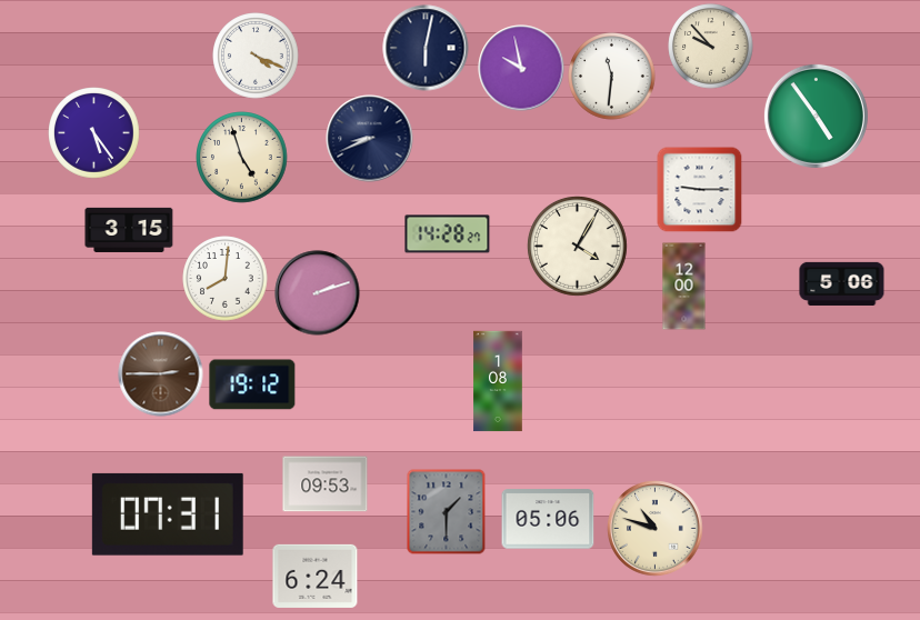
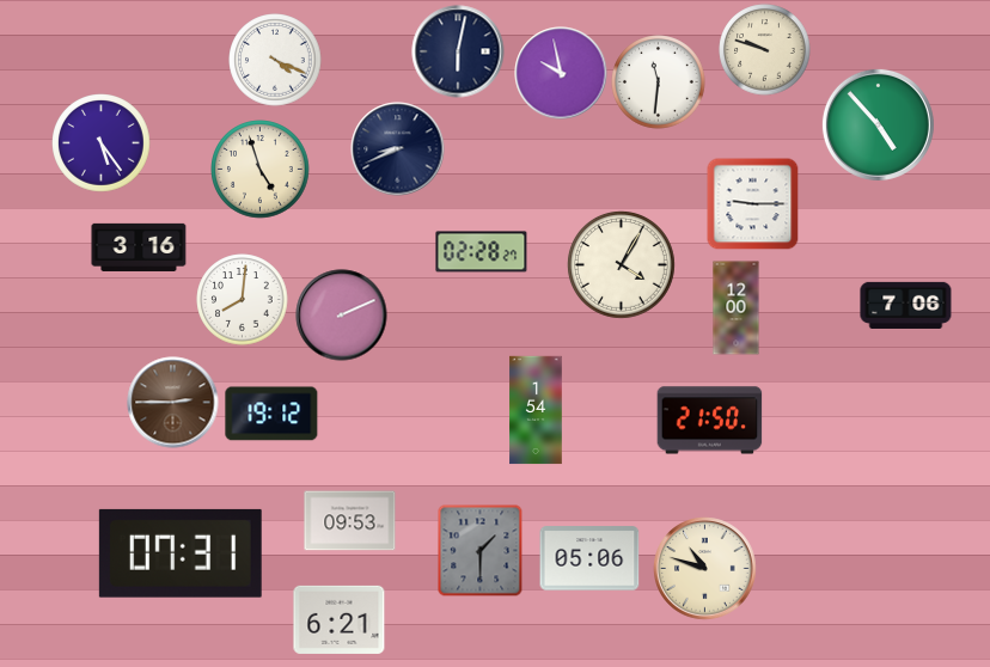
clock at (711, 47): 9:53 -> 9:48
clock at (816, 116): 4:54 -> 4:53
clock at (129, 230): 3:15 -> 3:16
clock at (448, 234): 14:28 -> 02:28
clock at (842, 283): 5:06 -> 7:06
clock at (318, 293): 2:12 -> 2:11
clock at (498, 381): 1:08 -> 1:54
clock at (710, 421): none -> 21:50
clock at (316, 576): 6:24 -> 6:21
